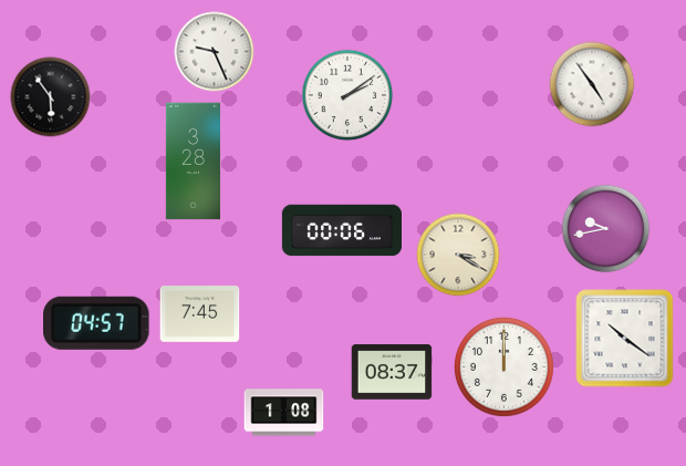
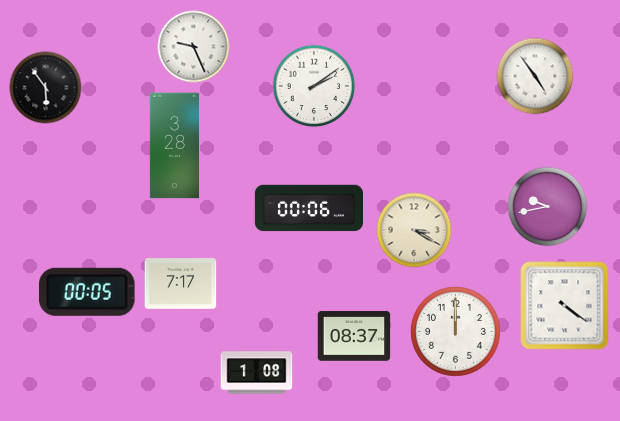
clock at (200, 314): 7:45 -> 7:17
clock at (97, 323): 04:57 -> 00:05
clock at (625, 339): 10:21 -> 4:21
